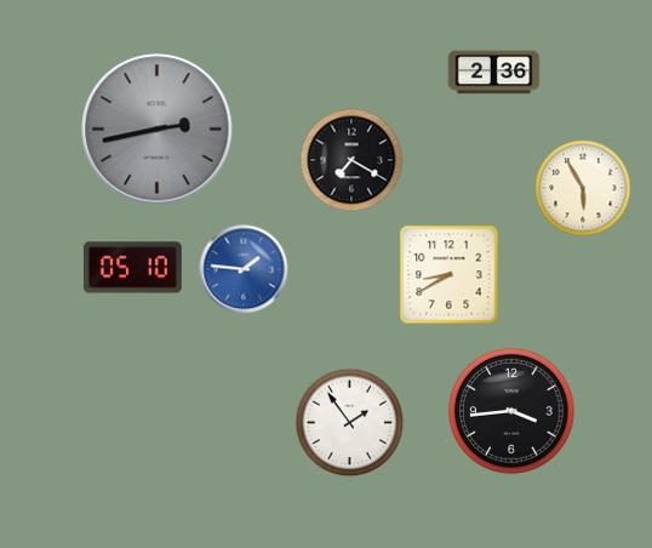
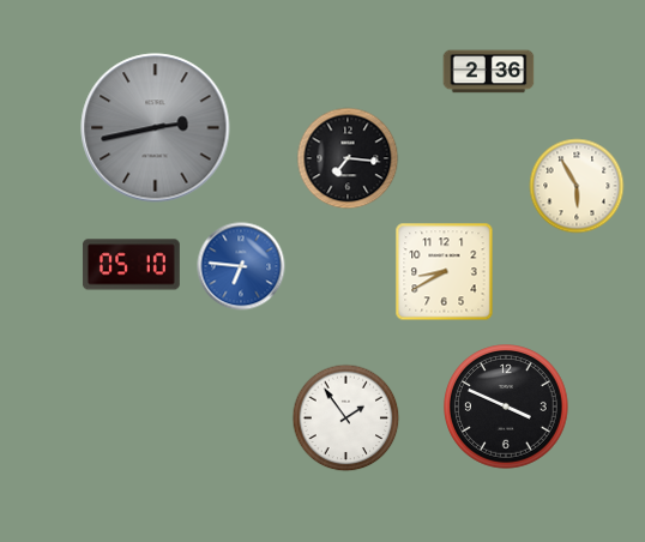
clock at (351, 160): 7:20 -> 7:16
clock at (244, 269): 1:46 -> 6:46
clock at (511, 411): 3:44 -> 3:49
